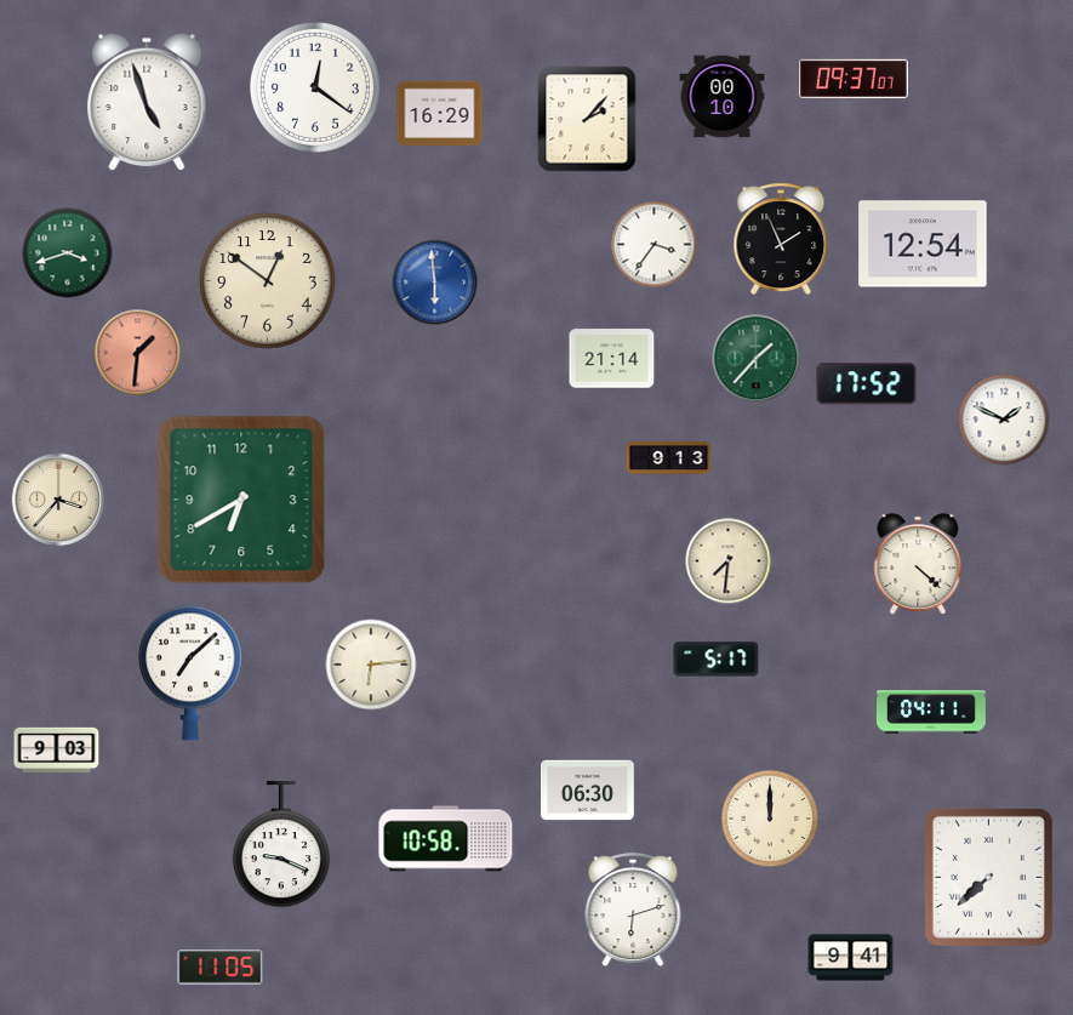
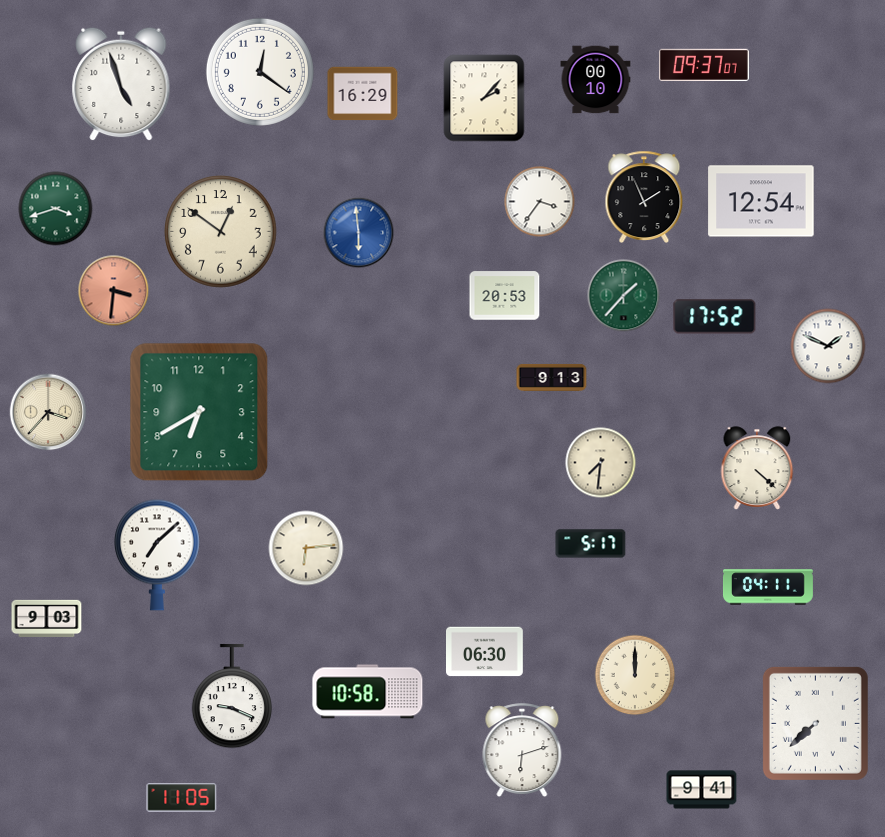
clock at (138, 353): 1:31 -> 3:31
clock at (612, 359): 21:14 -> 20:53
clock at (918, 564) position: (918, 564) -> (757, 468)
